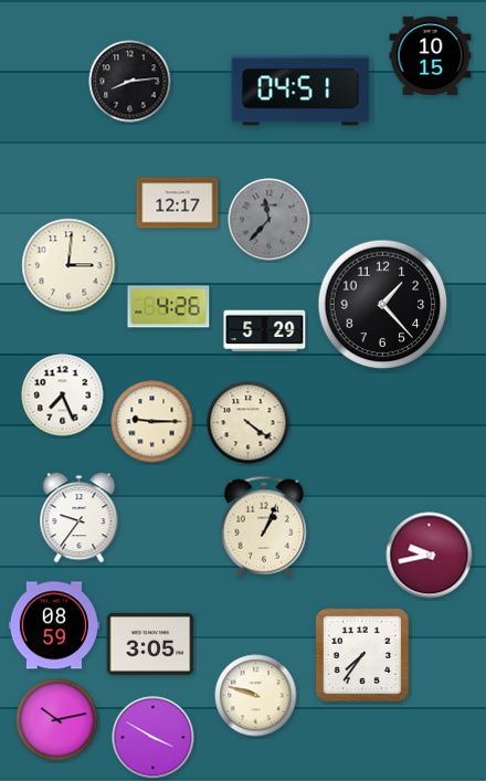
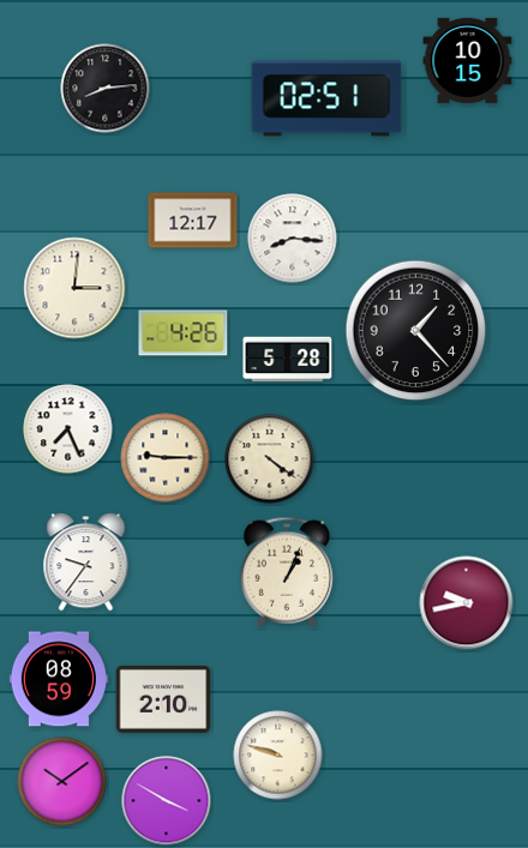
clock at (130, 82) position: (130, 82) -> (106, 89)
clock at (300, 91): 04:51 -> 02:51
clock at (270, 220): 11:37 -> 8:16
clock at (270, 220) dial: grey -> white
clock at (265, 331): 5:29 -> 5:28
clock at (150, 644): 3:05 -> 2:10
clock at (362, 655): 7:36 -> none
clock at (57, 720): 10:13 -> 10:09
